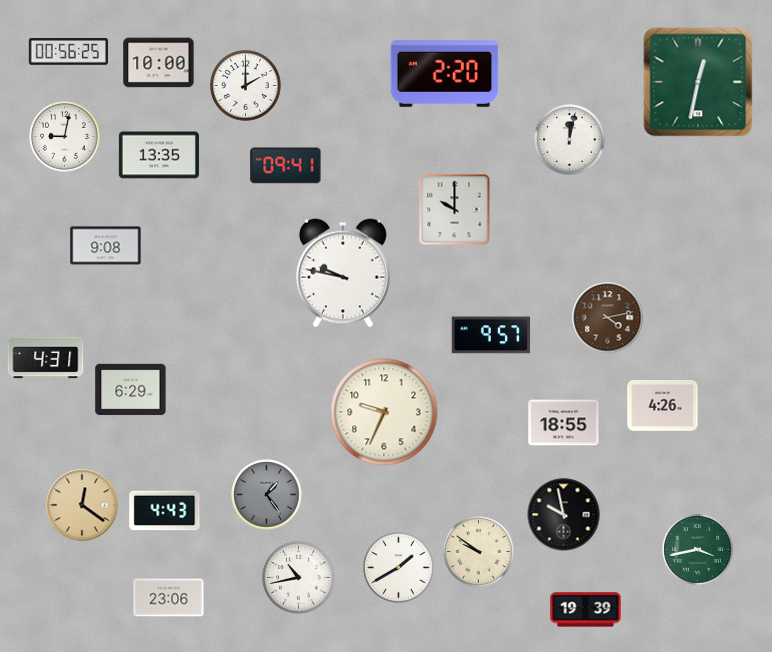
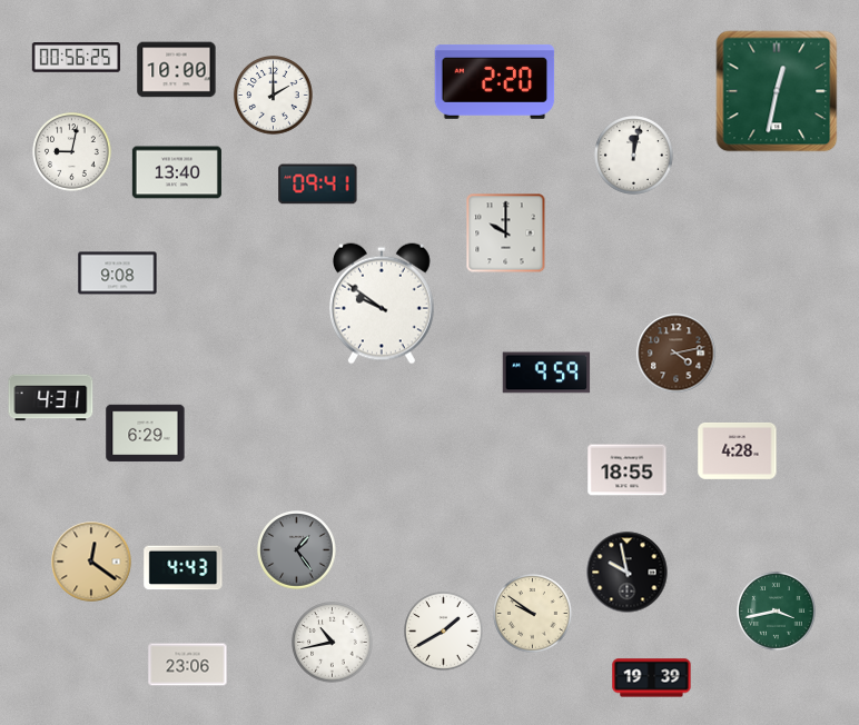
clock at (159, 155): 13:35 -> 13:40
clock at (343, 273): 9:47 -> 9:51
clock at (491, 335): 9:57 -> 9:59
clock at (663, 405): 4:26 -> 4:28
clock at (384, 412): 9:34 -> none
